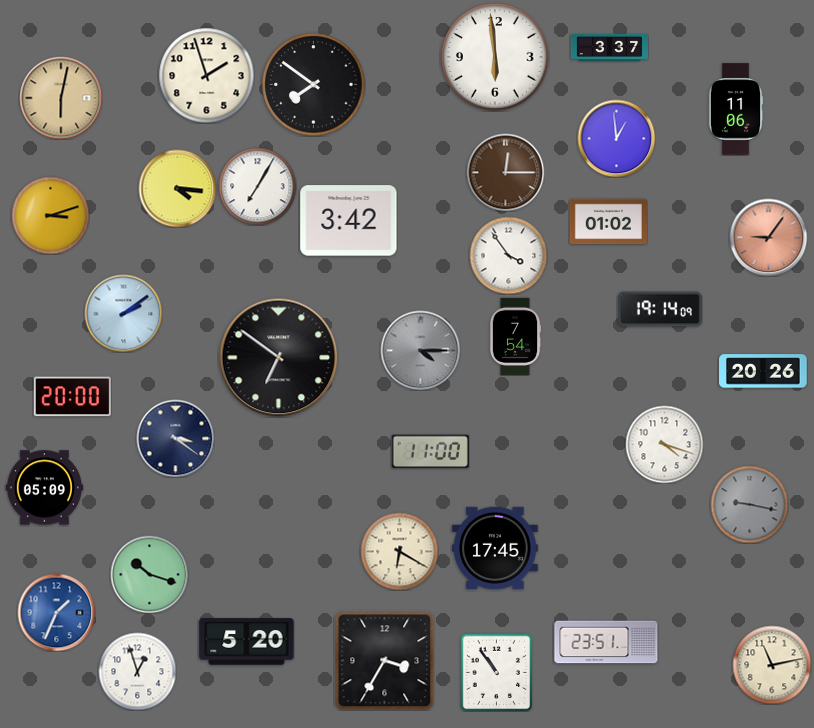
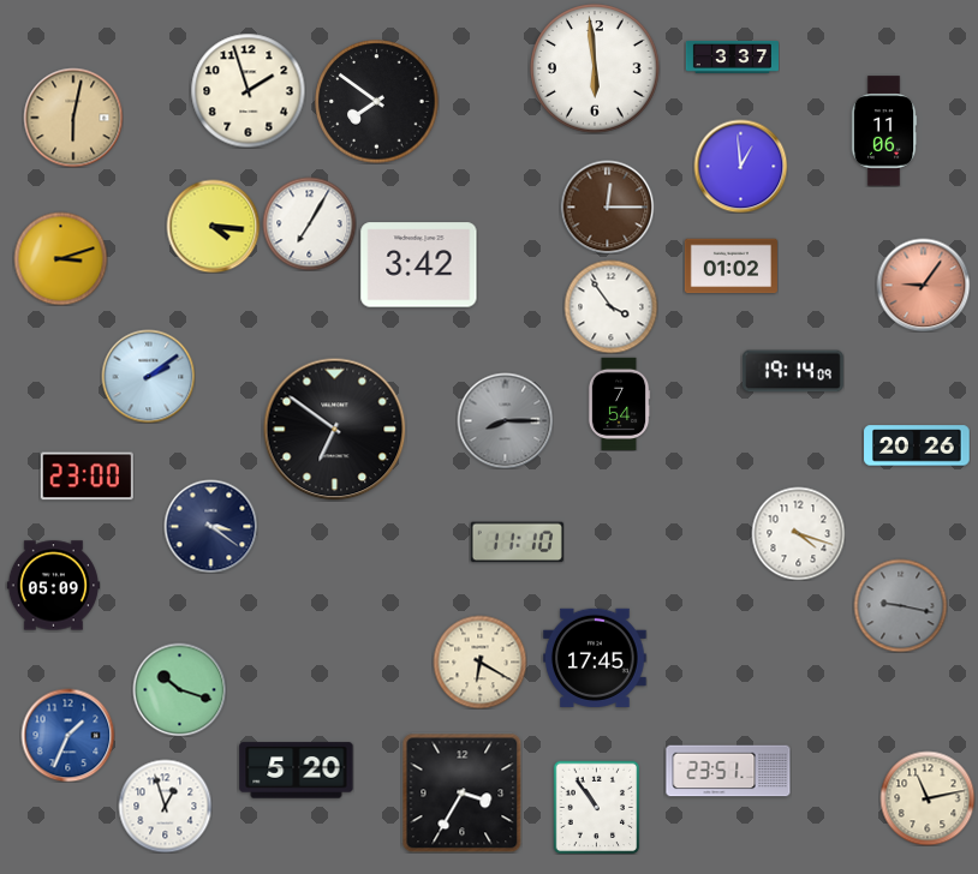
clock at (420, 350): 4:15 -> 8:15
clock at (72, 397): 20:00 -> 23:00
clock at (430, 452): 11:00 -> 11:10
